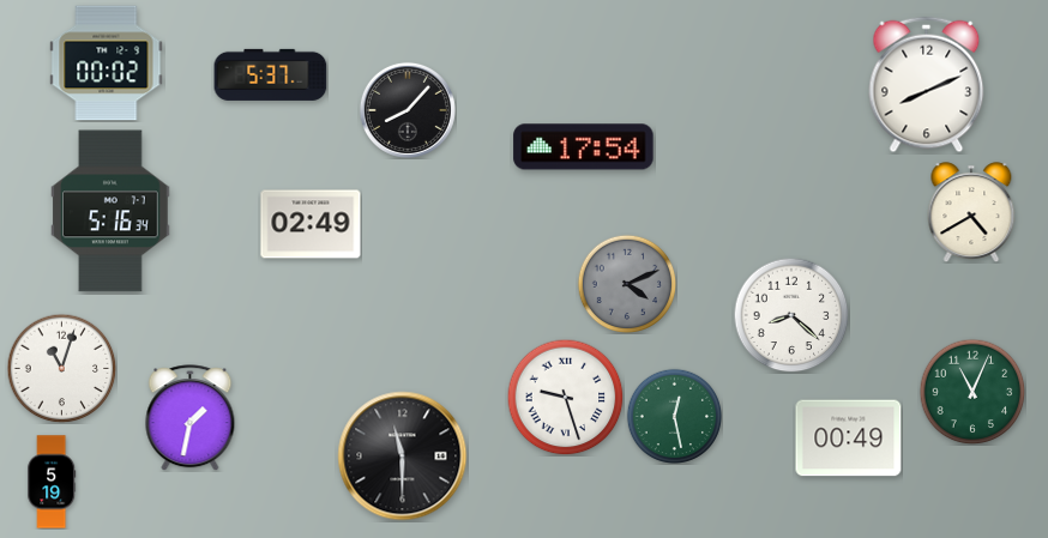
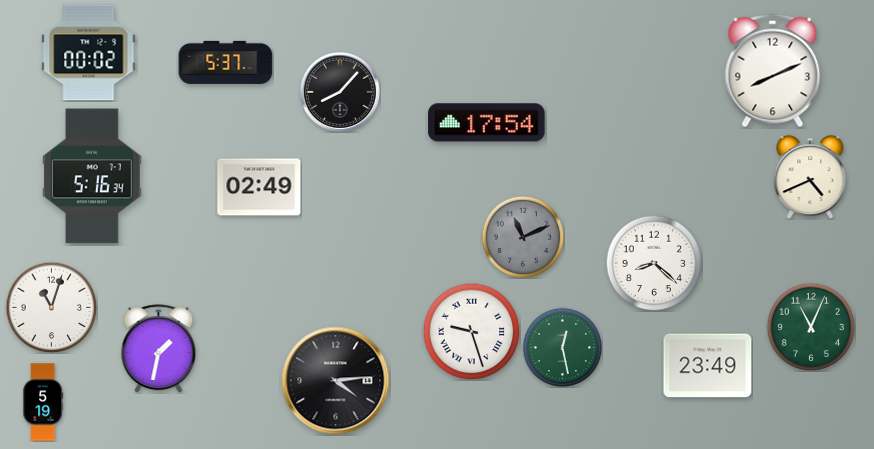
clock at (971, 212): 4:40 -> 4:41
clock at (627, 284): 4:11 -> 11:11
clock at (791, 315) position: (791, 315) -> (654, 263)
clock at (849, 439): 00:49 -> 23:49
clock at (403, 457): 11:30 -> 4:14
